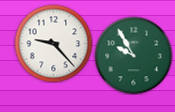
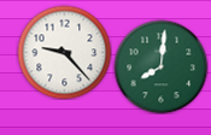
clock at (133, 55): 9:55 -> 8:01
